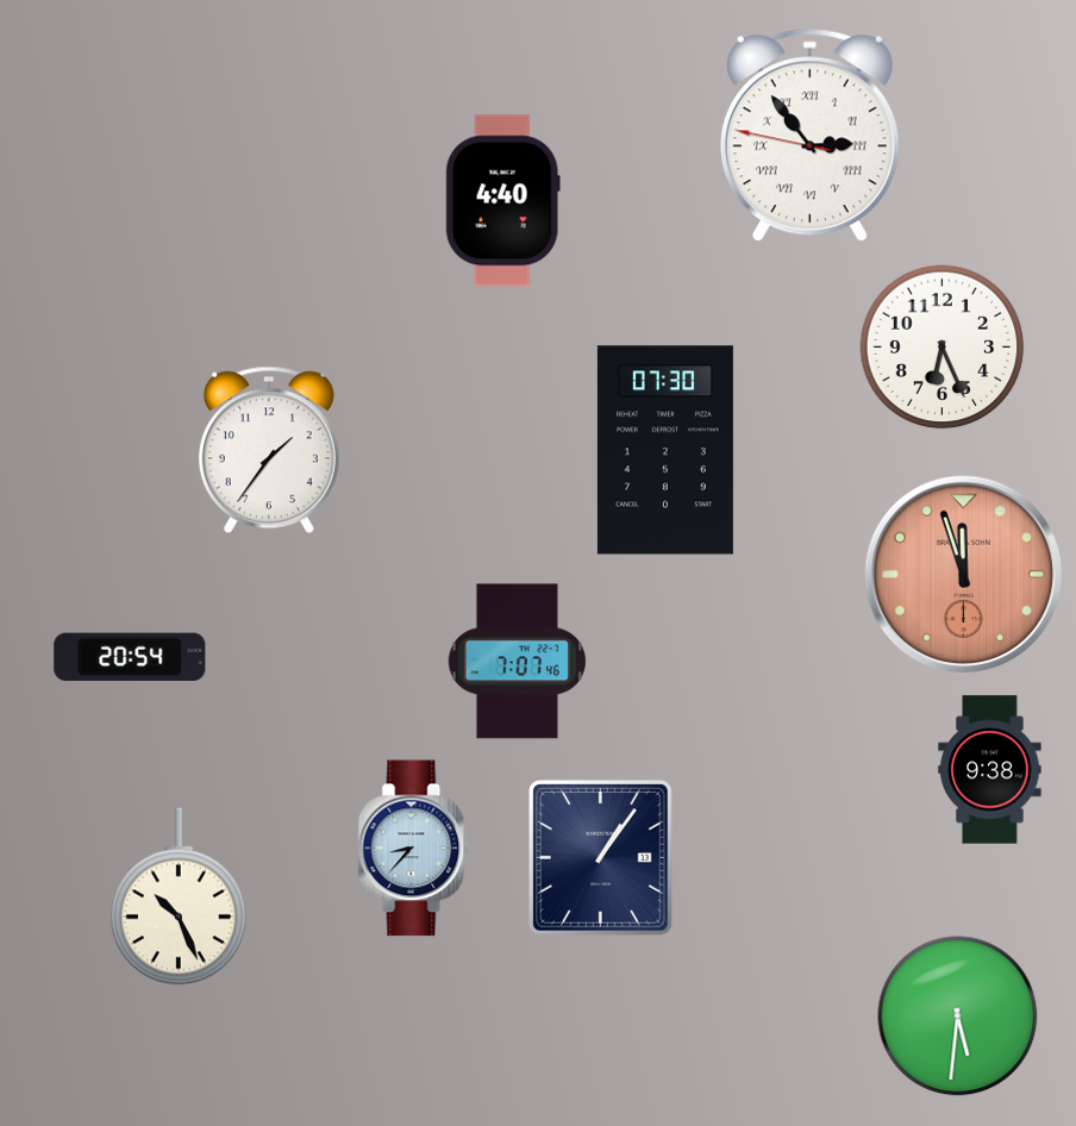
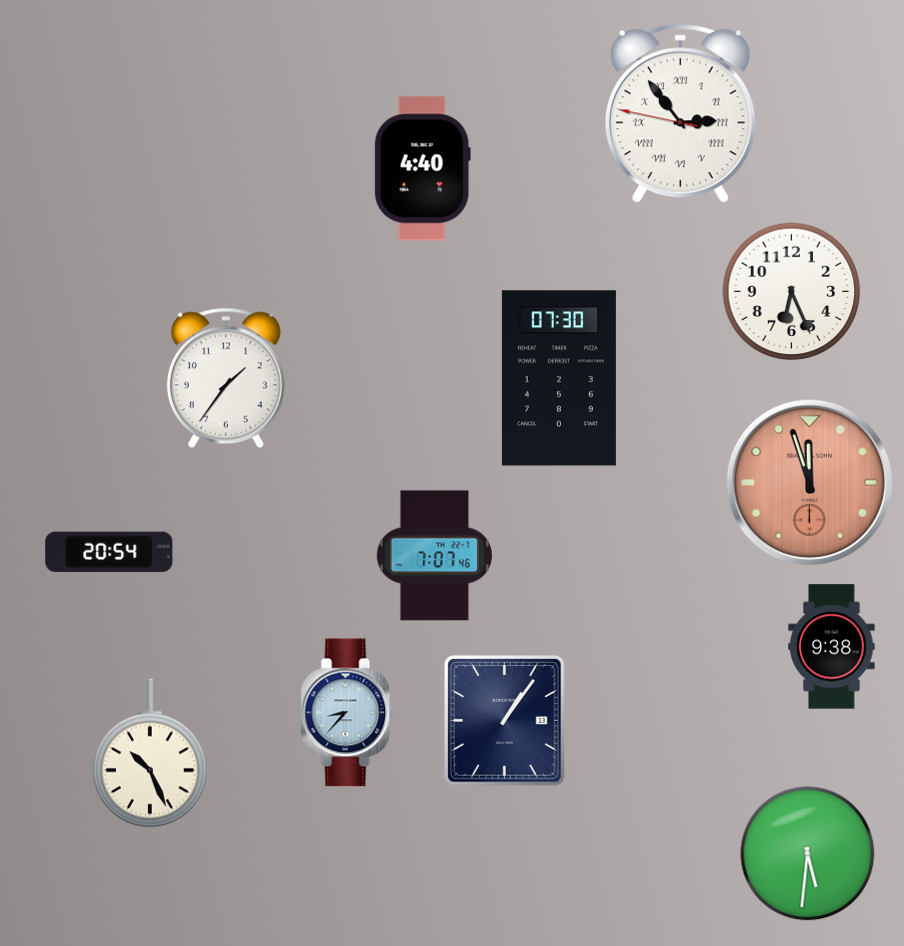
clock at (958, 1016) position: (958, 1016) -> (808, 854)
